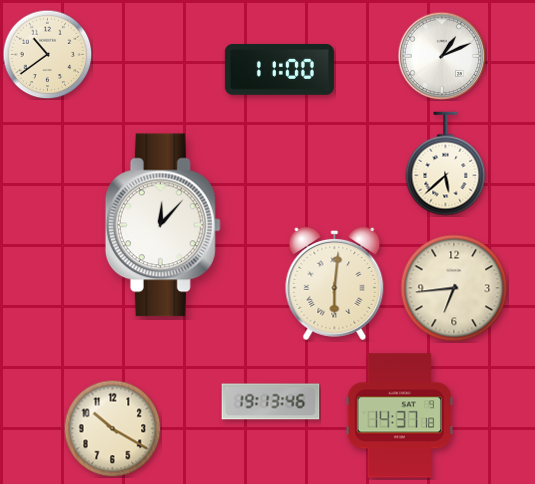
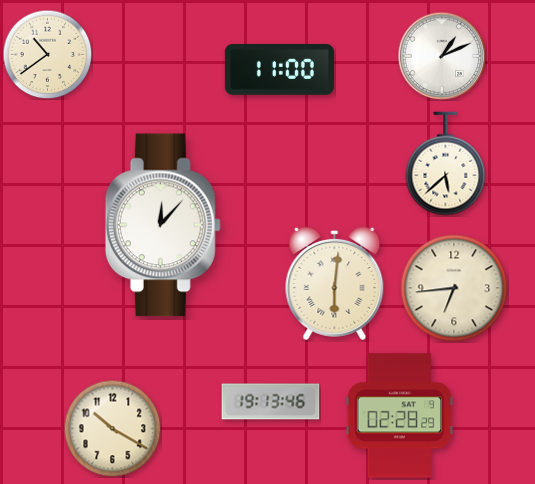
clock at (400, 416): 14:37 -> 02:28
